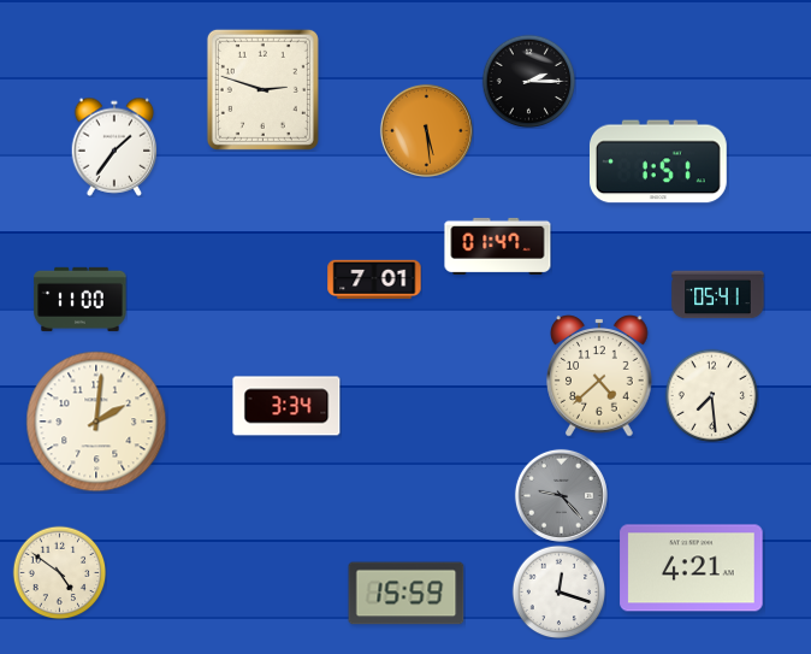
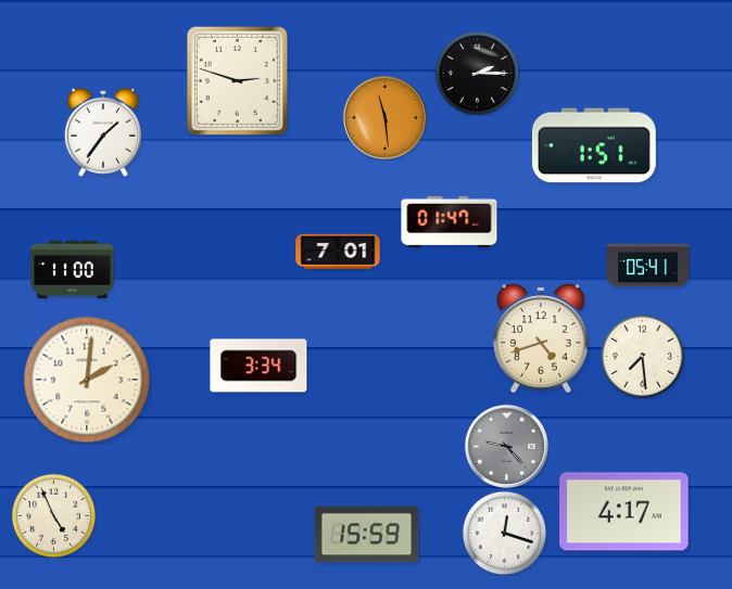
clock at (426, 130): 5:29 -> 11:29
clock at (599, 376): 4:38 -> 4:42
clock at (692, 568): 4:21 -> 4:17
clock at (59, 572): 4:51 -> 4:56
